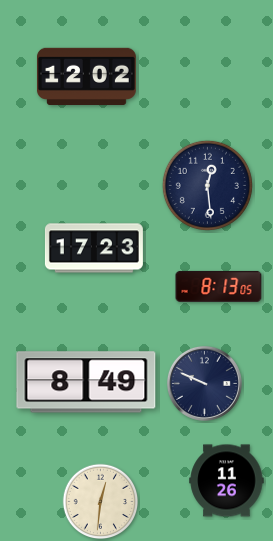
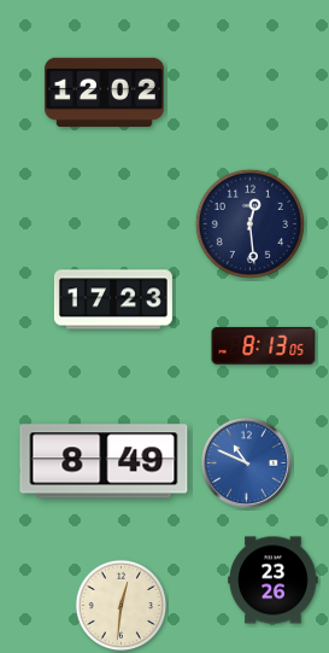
clock at (204, 383): 9:49 -> 10:49
clock at (204, 383) dial: navy -> blue
clock at (227, 481): 11:26 -> 23:26
